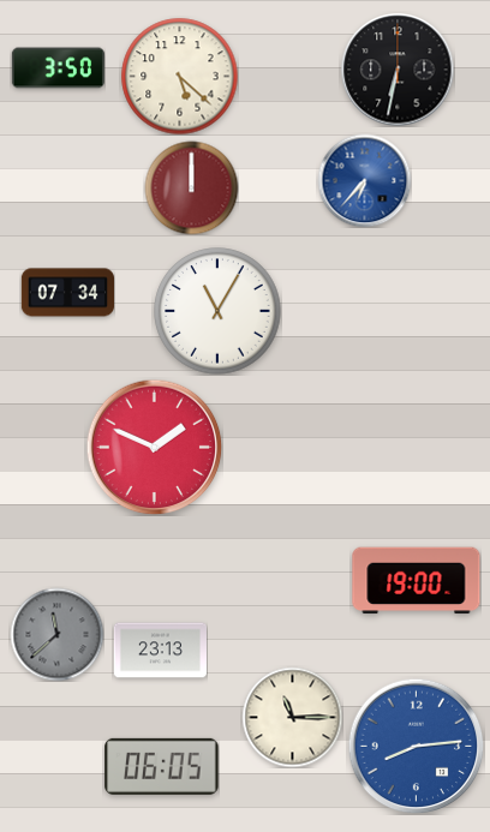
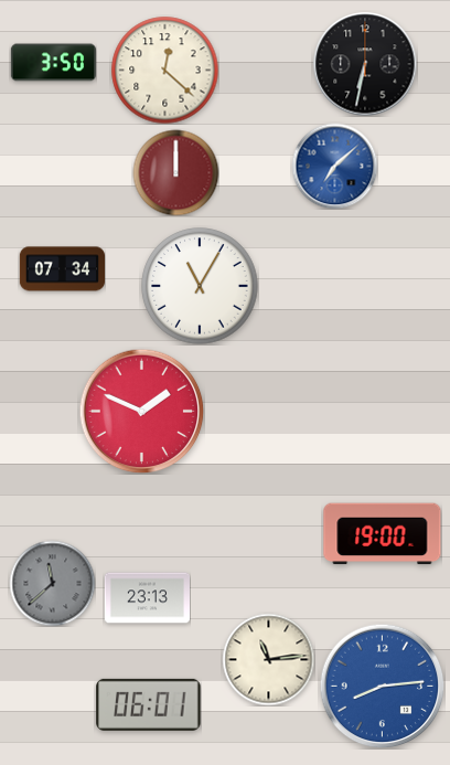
clock at (179, 76): 5:22 -> 12:22
clock at (364, 180): 6:37 -> 7:08
clock at (292, 717): 11:15 -> 11:14
clock at (162, 766): 06:05 -> 06:01
